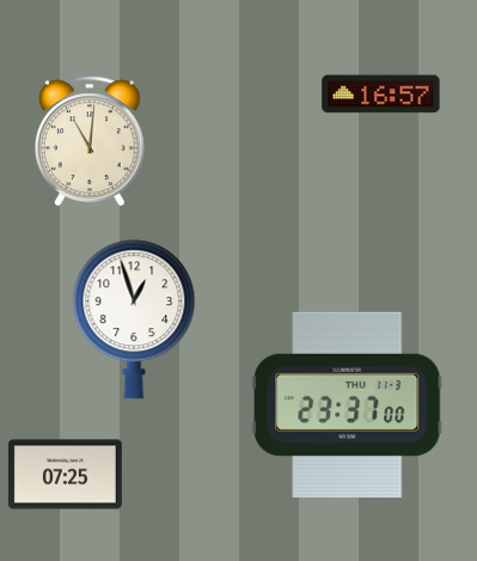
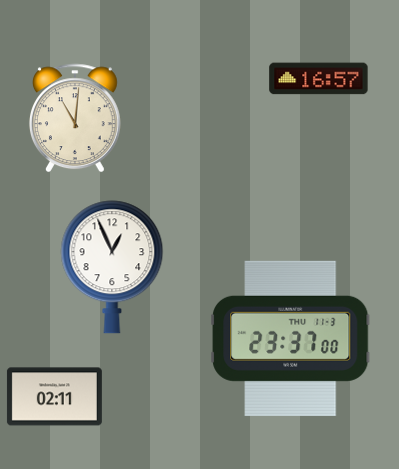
clock at (134, 319): 12:57 -> 12:56
clock at (65, 475): 07:25 -> 02:11
